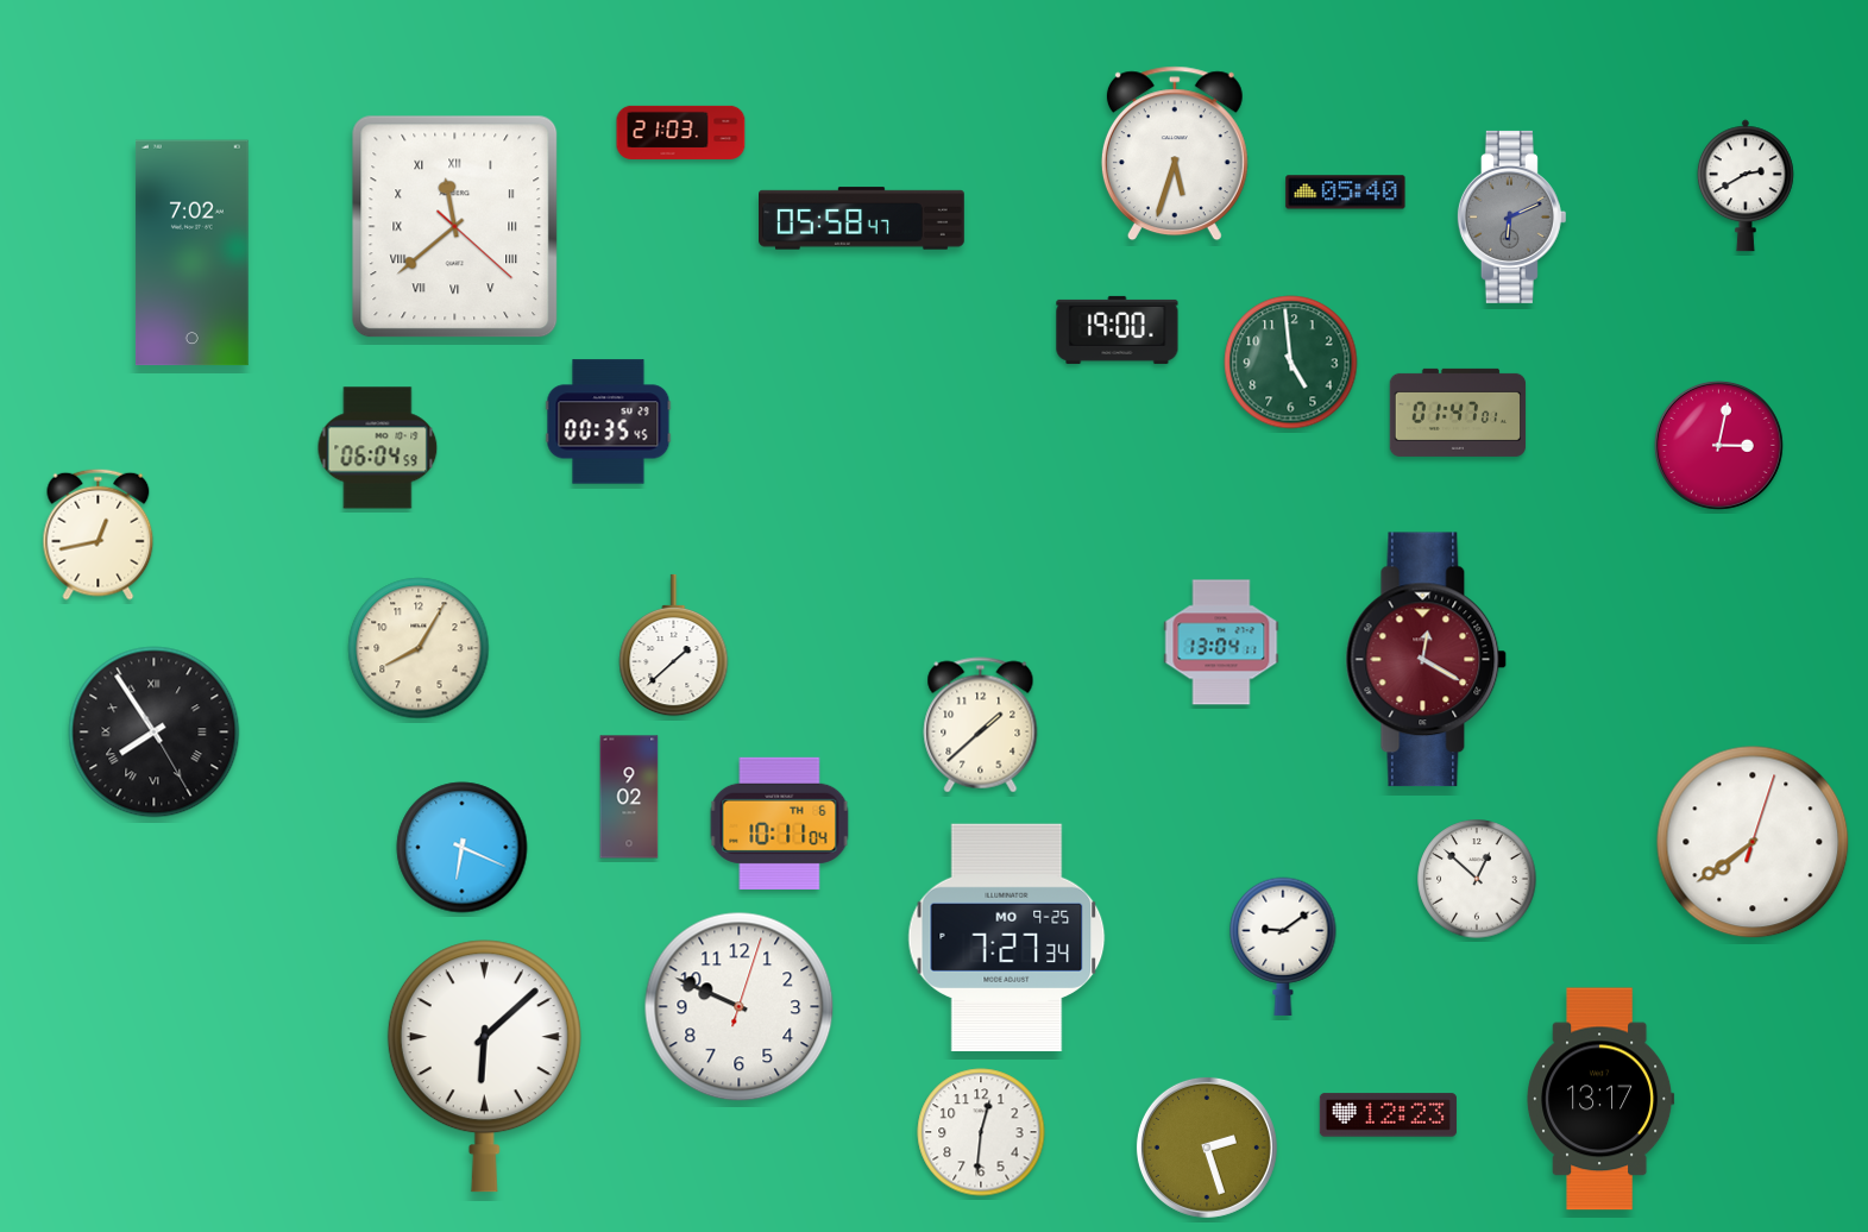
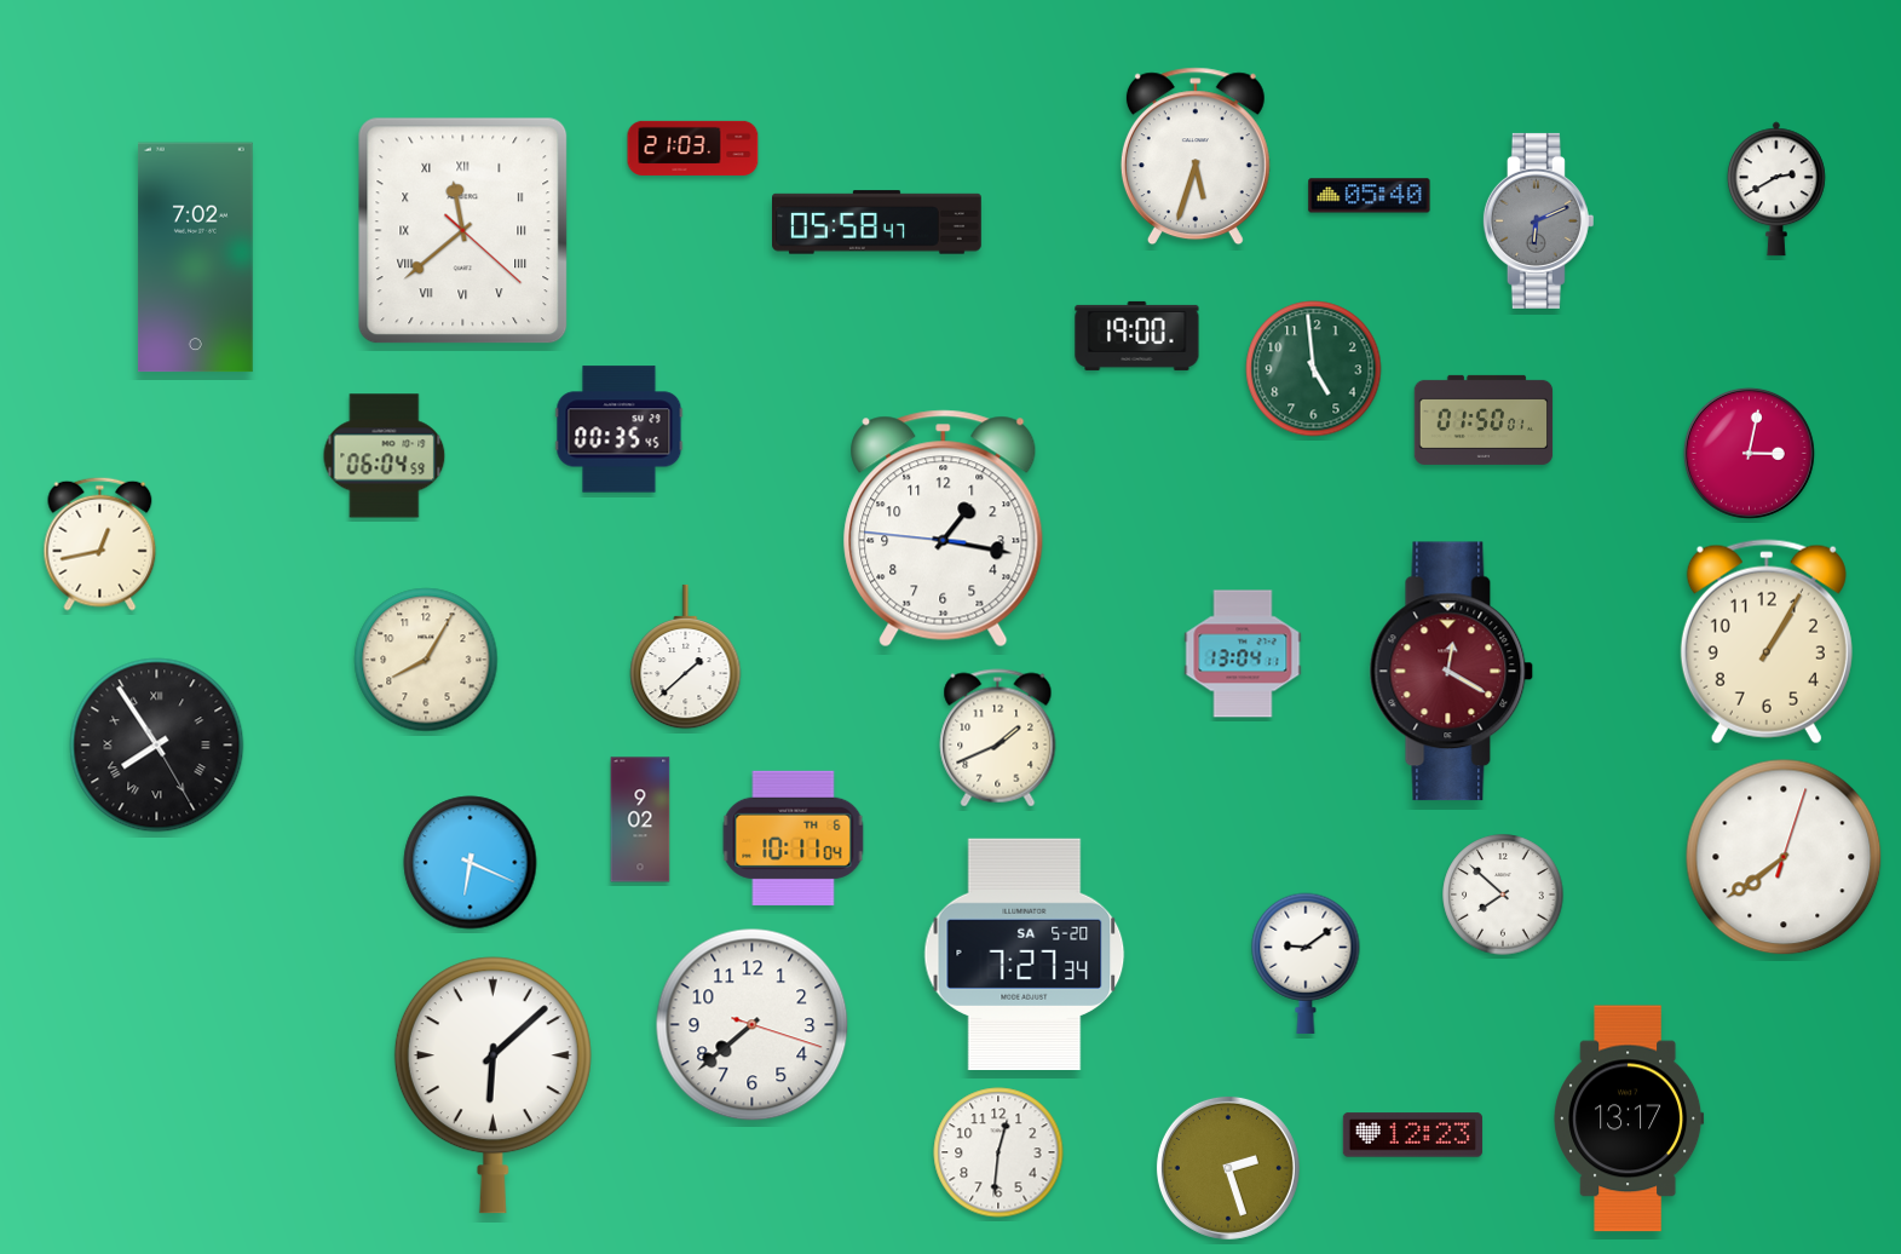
clock at (681, 132) position: (681, 132) -> (693, 148)
clock at (1458, 413): 01:47 -> 01:50
clock at (944, 529): none -> 1:16
clock at (1767, 642): none -> 1:05
clock at (981, 725): 1:38 -> 1:41
clock at (629, 797) position: (629, 797) -> (640, 819)
clock at (1477, 879): 12:52 -> 7:52
clock at (1007, 937) date: MO 9-25 -> SA 5-20
clock at (740, 1007): 9:49 -> 7:38
